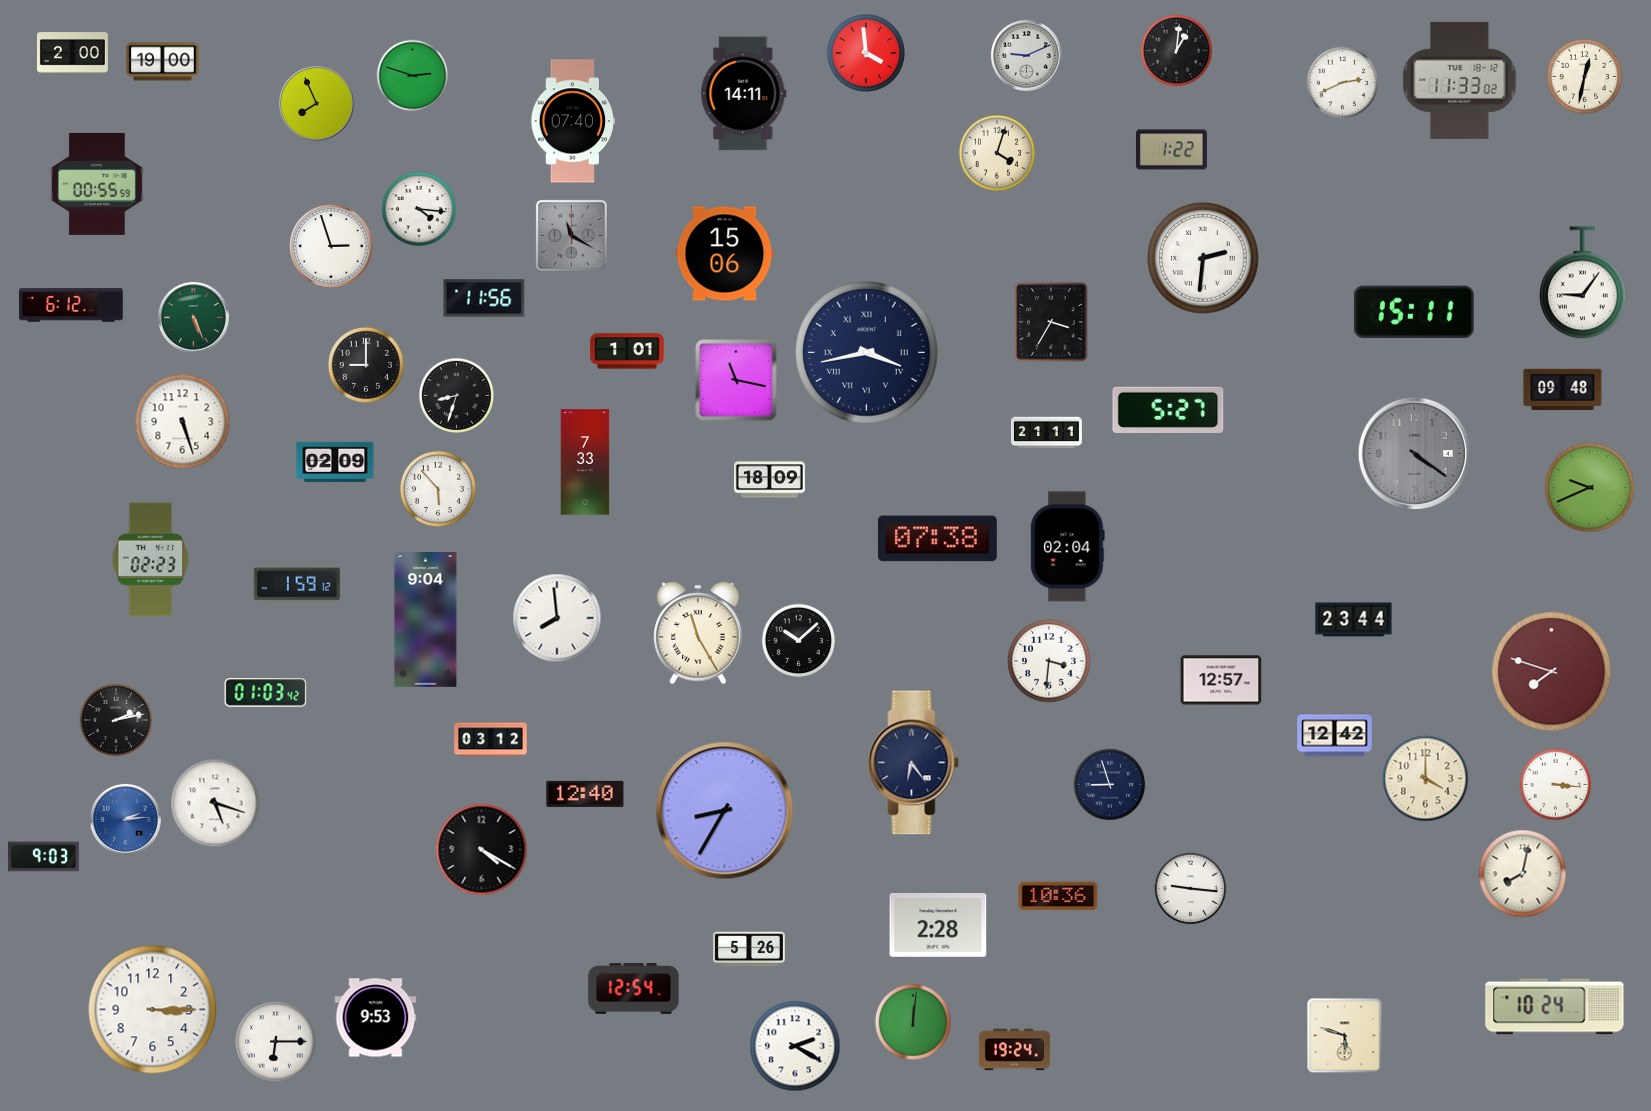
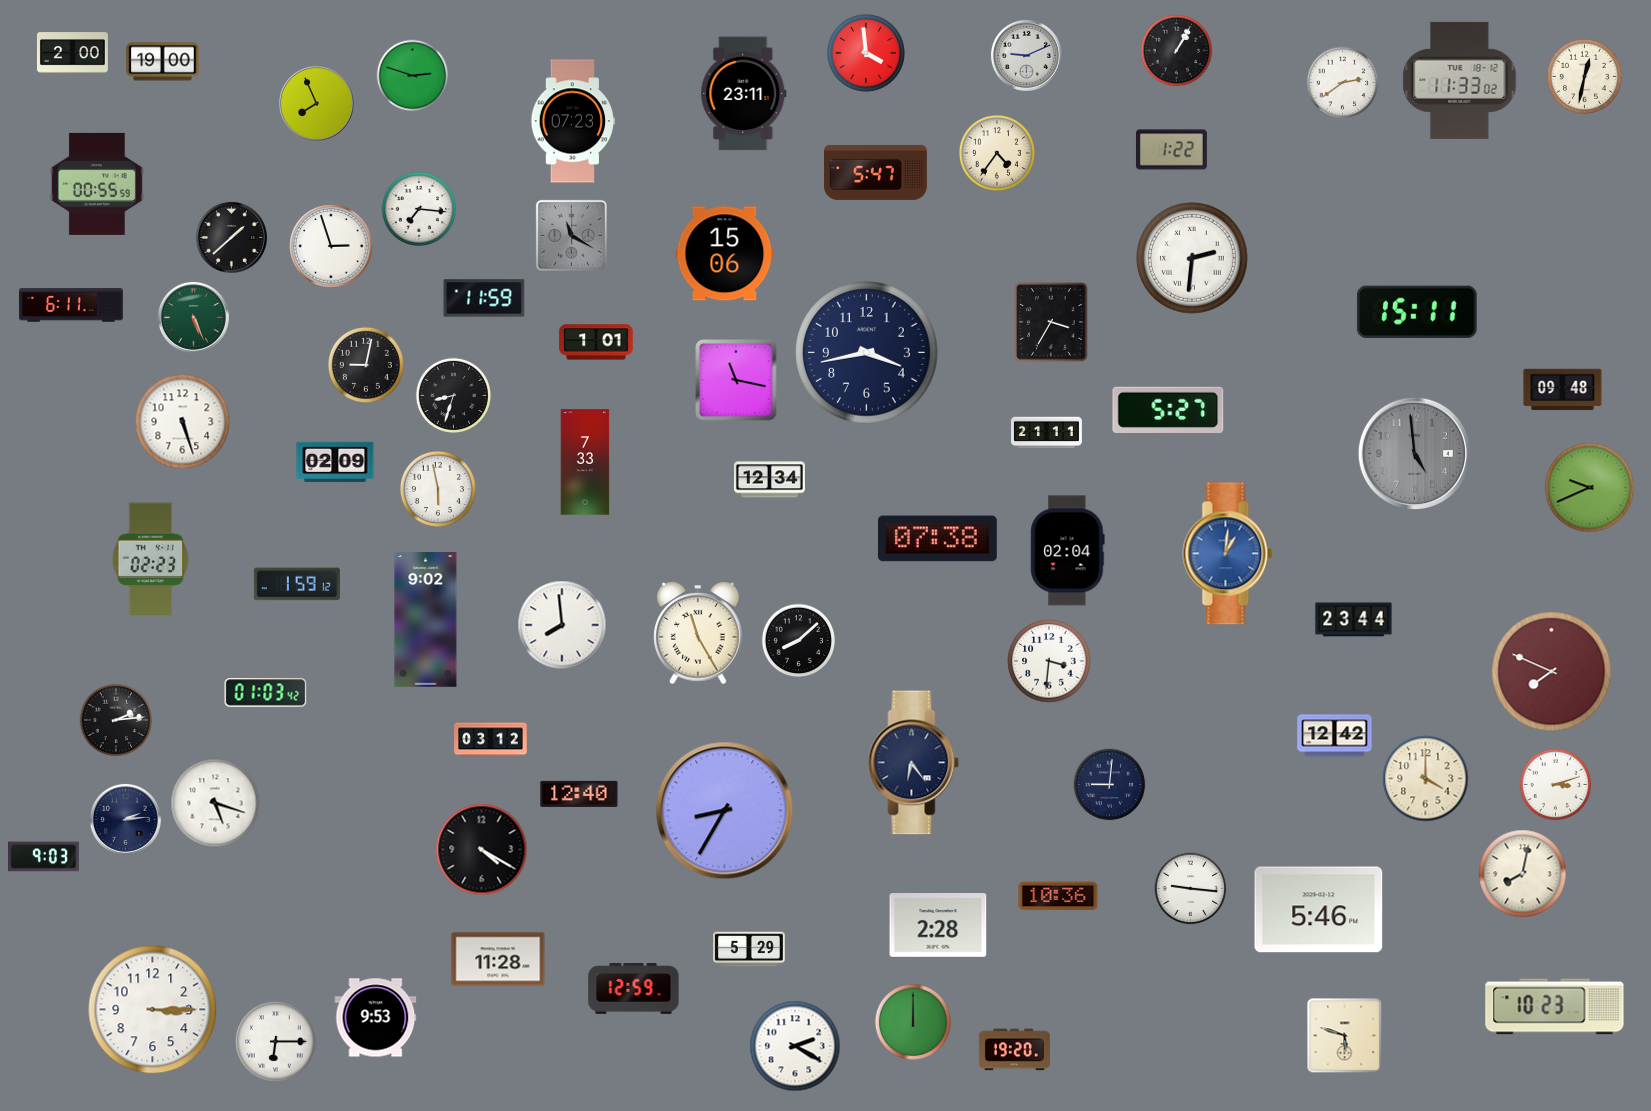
clock at (1177, 51): 1:01 -> 1:05
clock at (1343, 83): 2:41 -> 2:39
clock at (744, 94): 14:11 -> 23:11
clock at (573, 121): 07:40 -> 07:23
clock at (997, 153): 4:03 -> 4:36
clock at (875, 172): none -> 5:47
clock at (418, 208): 4:16 -> 7:16
clock at (231, 237): none -> 1:38
clock at (1204, 259) position: (1204, 259) -> (1193, 259)
clock at (1583, 283): 9:06 -> none
clock at (484, 298): 11:56 -> 11:59
clock at (71, 305): 6:12 -> 6:11
clock at (1414, 312) position: (1414, 312) -> (1417, 312)
clock at (627, 351) position: (627, 351) -> (596, 342)
clock at (867, 353) numerals: Roman -> Arabic
clock at (366, 365): 9:00 -> 9:02
clock at (456, 395) position: (456, 395) -> (453, 395)
clock at (1414, 453): 4:21 -> 4:59
clock at (769, 480): 18:09 -> 12:34
clock at (438, 489): 5:53 -> 5:58
clock at (1068, 547) position: (1068, 547) -> (1068, 551)
clock at (1228, 554): none -> 1:01
clock at (557, 618) position: (557, 618) -> (562, 625)
clock at (426, 620): 9:04 -> 9:02
clock at (799, 641): 10:08 -> 8:08
clock at (1552, 672): 7:48 -> 7:49
clock at (1221, 680): 12:57 -> none
clock at (116, 720): 2:13 -> 2:14
clock at (1110, 785): 8:57 -> 9:01
clock at (1556, 785): 3:16 -> 3:12
clock at (585, 794) position: (585, 794) -> (579, 794)
clock at (125, 819) dial: blue -> navy
clock at (1319, 910): none -> 5:46
clock at (749, 949): 5:26 -> 5:29
clock at (498, 959): none -> 11:28
clock at (634, 989): 12:54 -> 12:59
clock at (1555, 1007): 10:24 -> 10:23
clock at (913, 1022): 12:01 -> 12:00
clock at (1014, 1050): 19:24 -> 19:20
